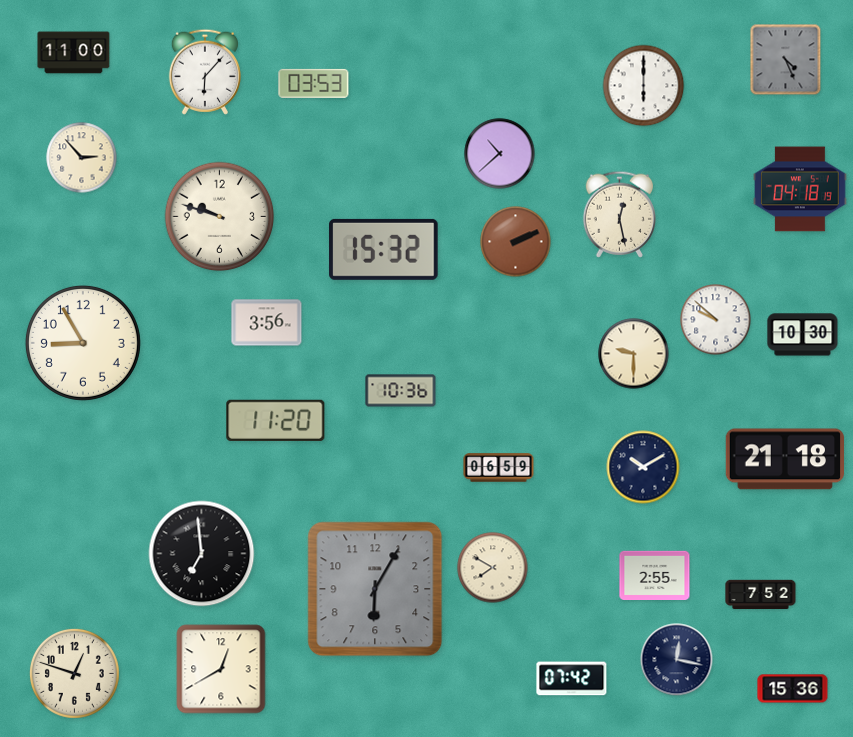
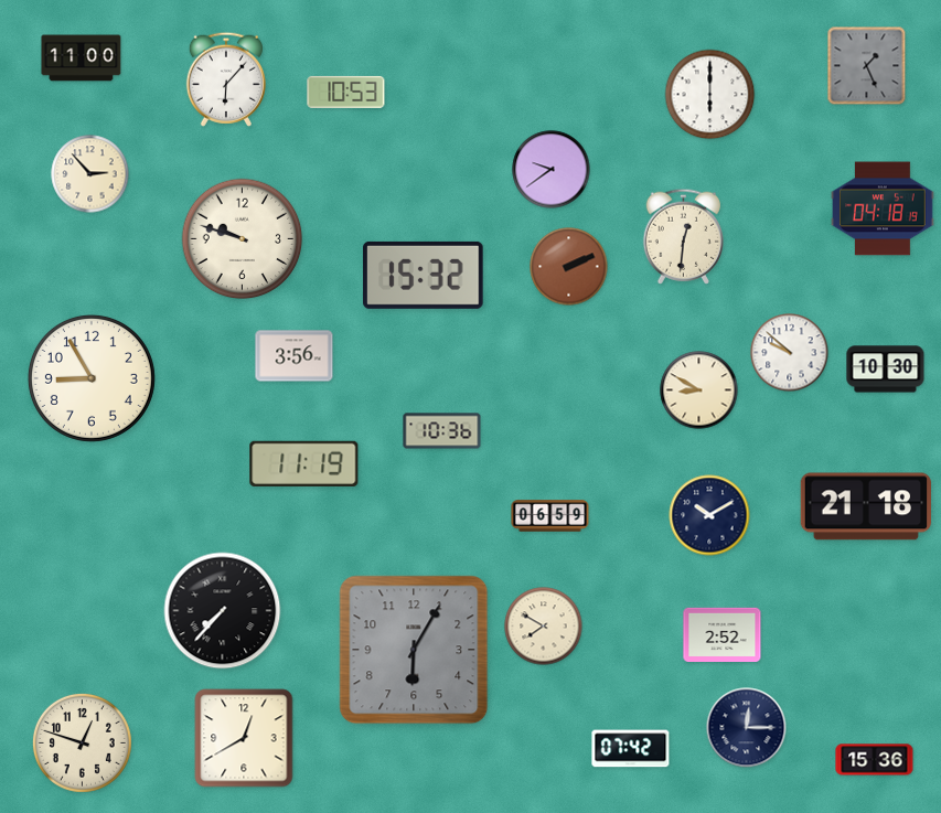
clock at (786, 60): 4:26 -> 1:26
clock at (314, 83): 03:53 -> 10:53
clock at (500, 154): 10:38 -> 9:39
clock at (619, 214): 12:28 -> 12:31
clock at (634, 354): 9:30 -> 8:50
clock at (276, 420): 11:20 -> 11:19
clock at (202, 554): 6:59 -> 7:37
clock at (655, 575): 2:55 -> 2:52
clock at (761, 595): 7:52 -> none
clock at (677, 660): 12:17 -> 12:15
